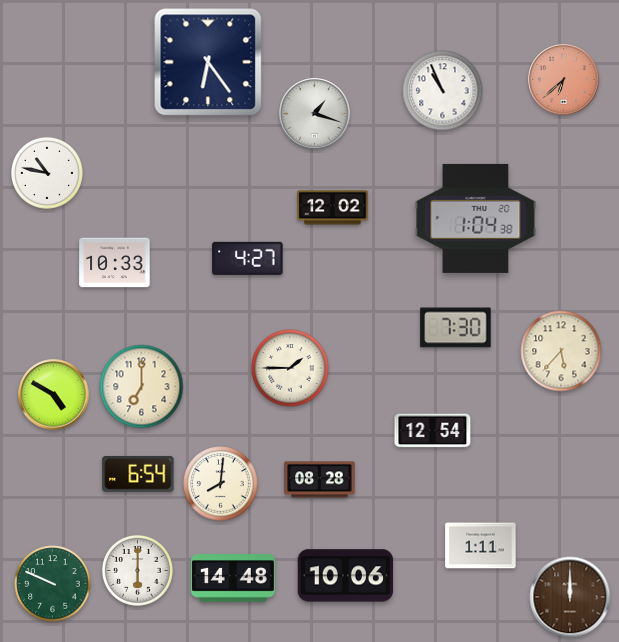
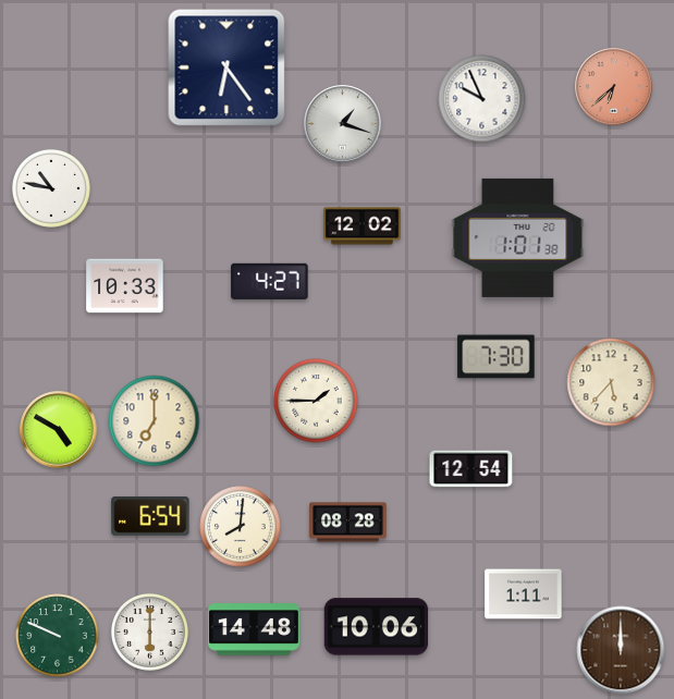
clock at (443, 91): 10:56 -> 9:56
clock at (476, 218): 1:04 -> 1:01
clock at (137, 570) position: (137, 570) -> (149, 631)
